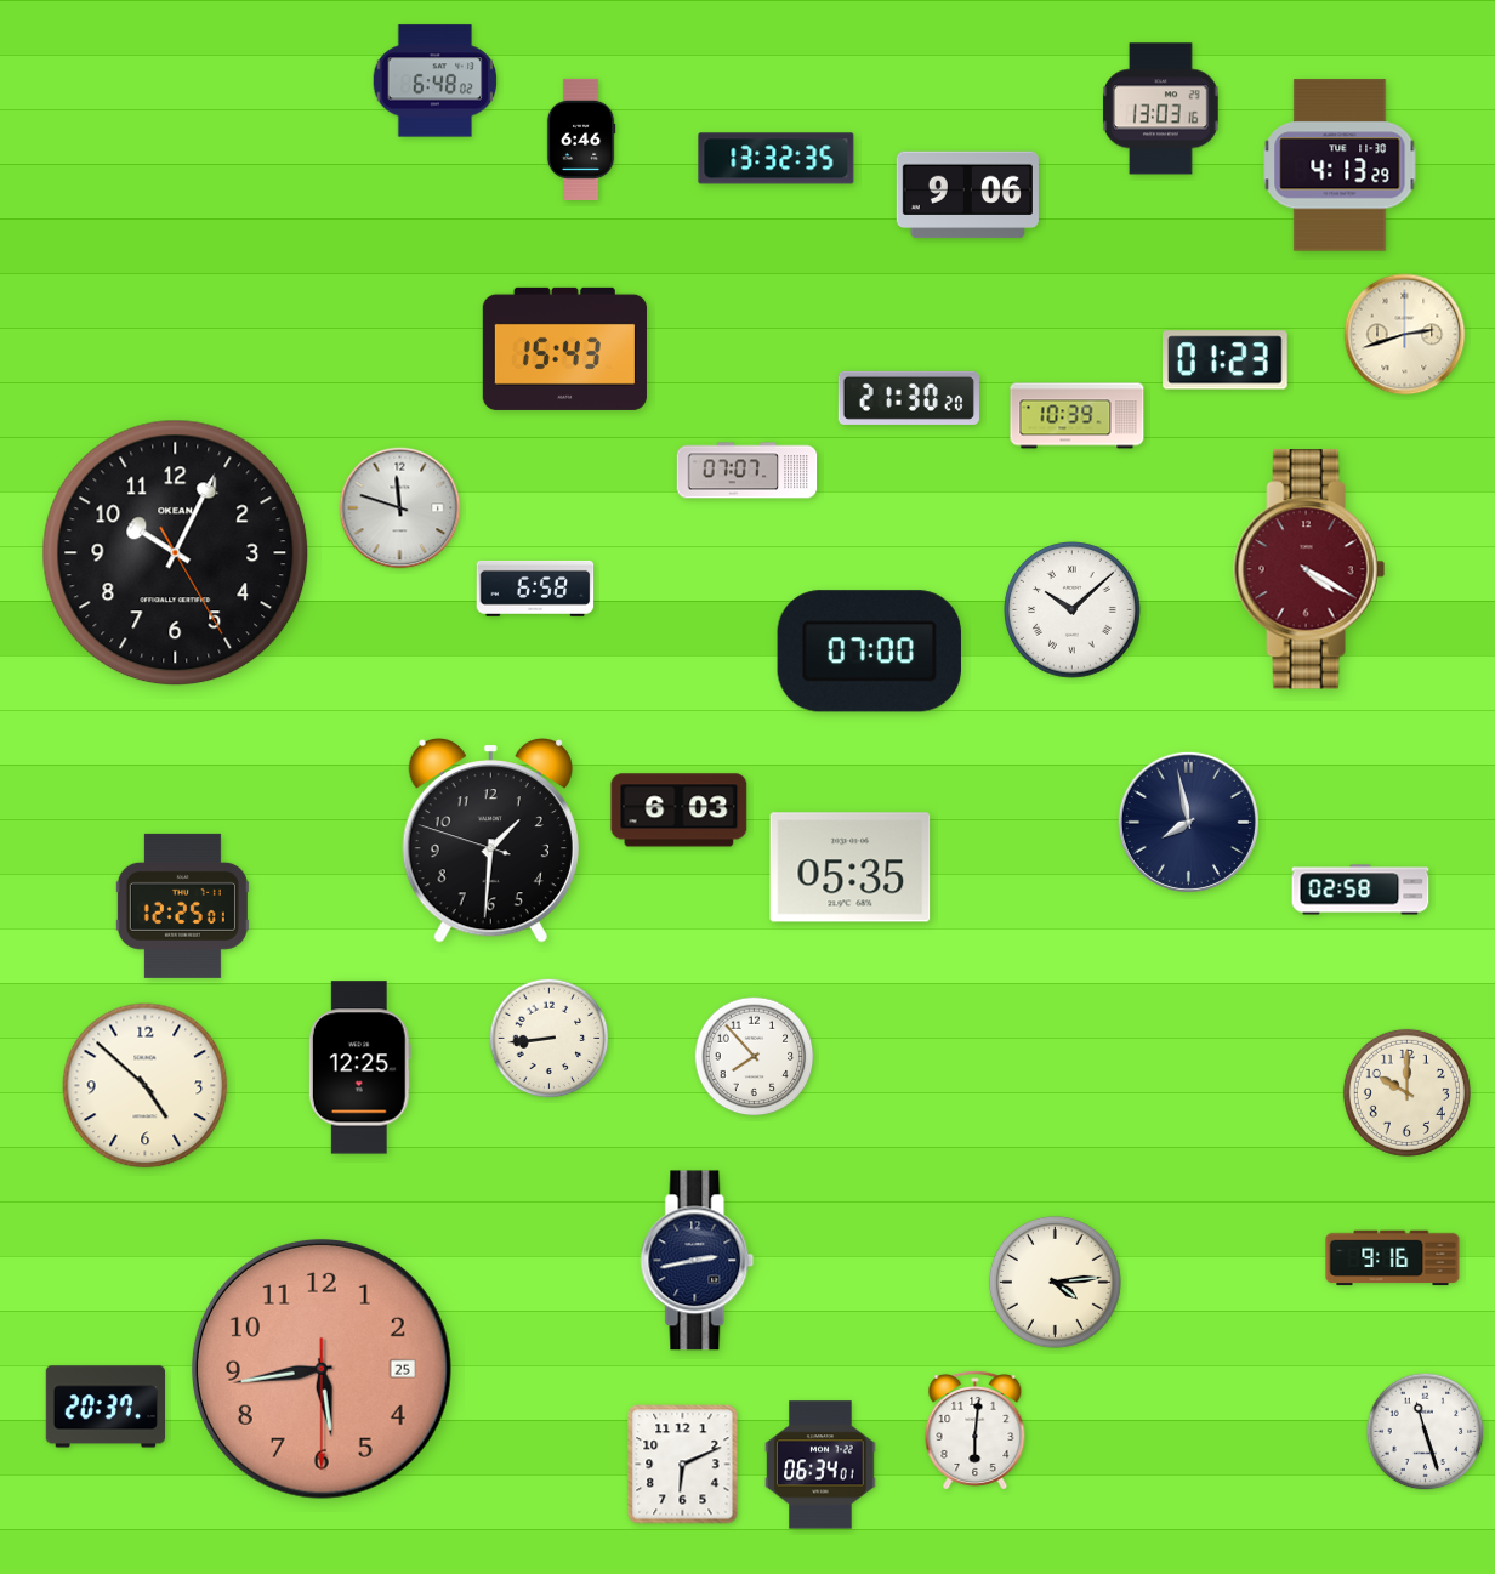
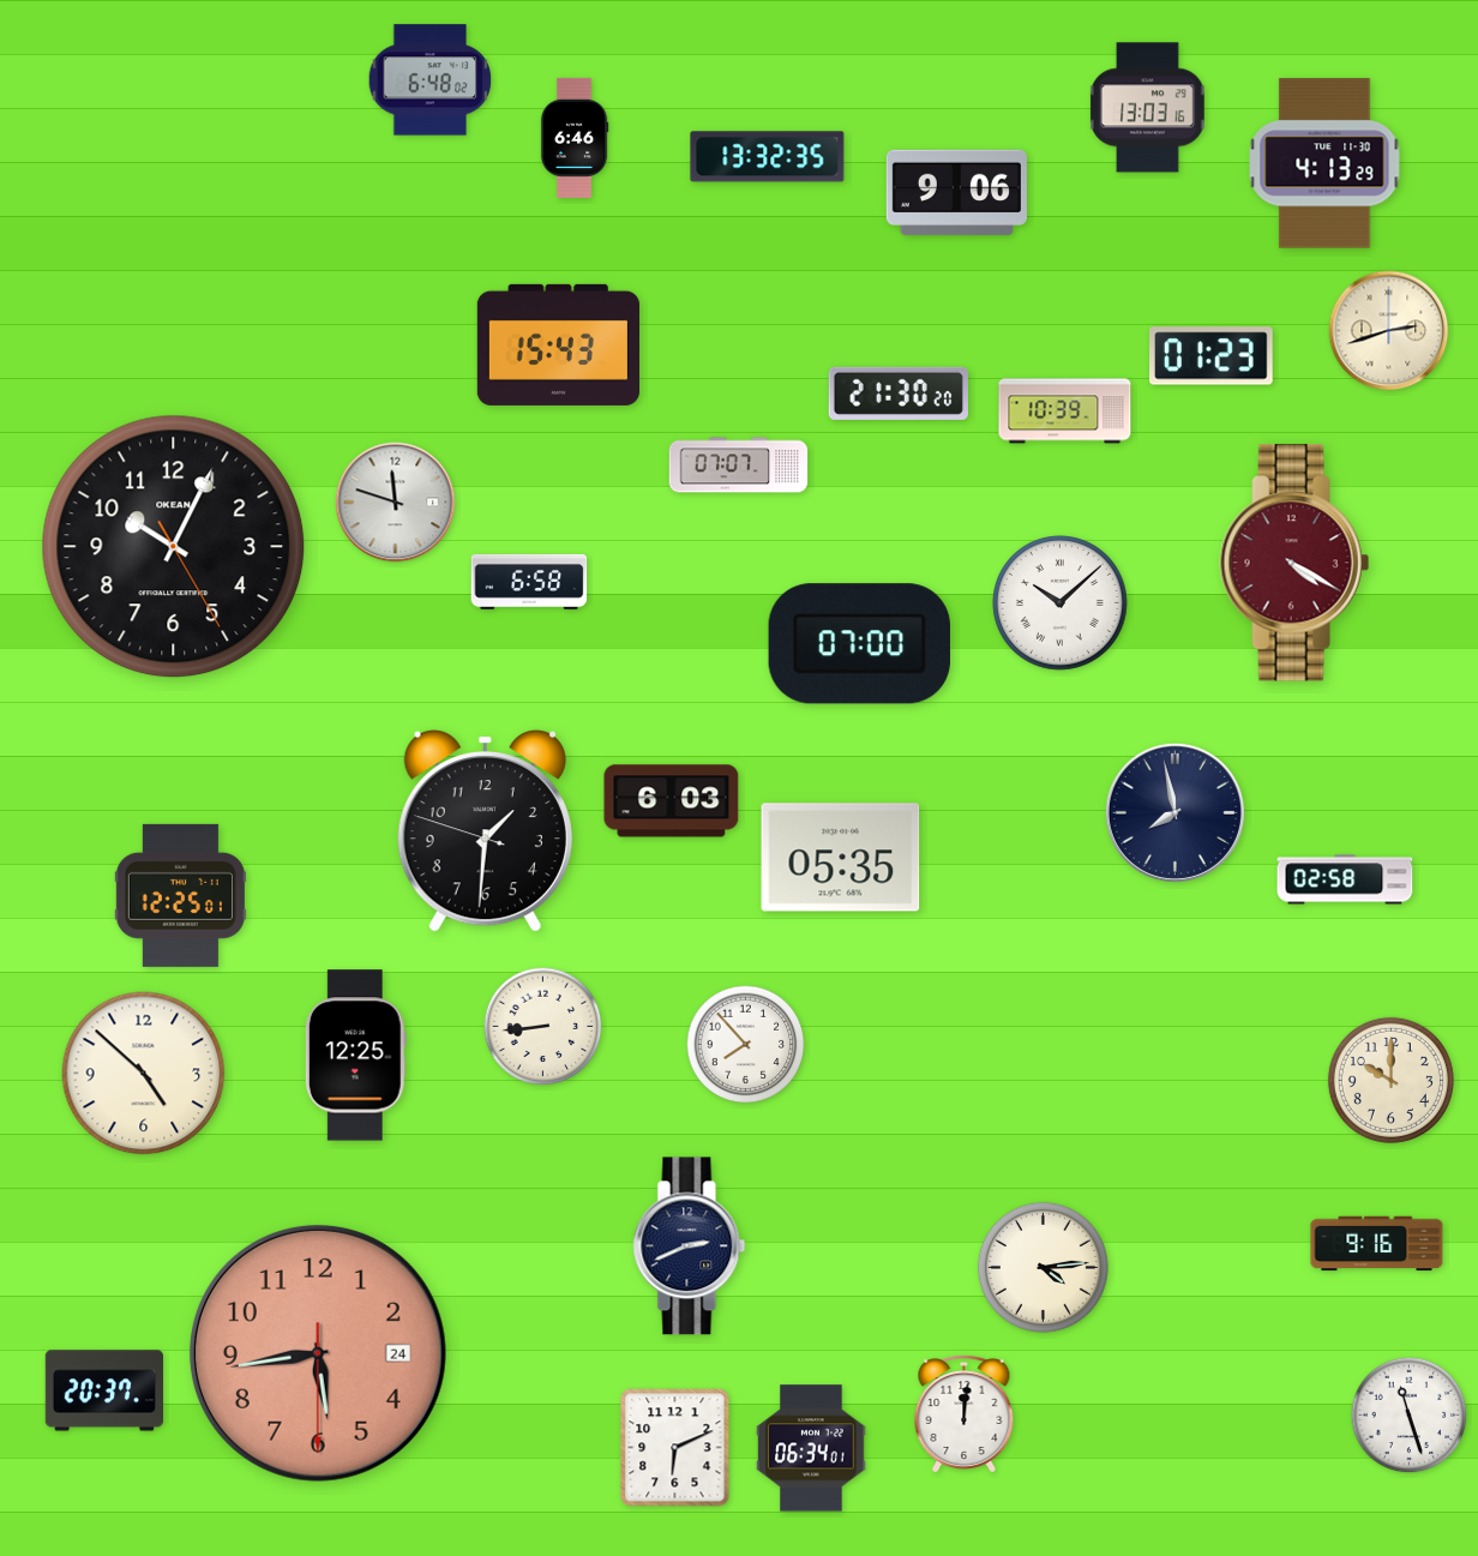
clock at (698, 1261): 2:43 -> 2:41
clock at (322, 1369) date: 25 -> 24
clock at (976, 1430): 6:01 -> 12:01
